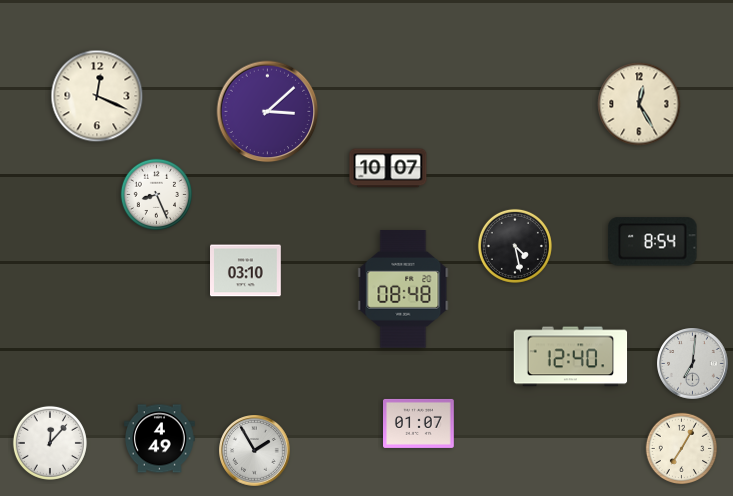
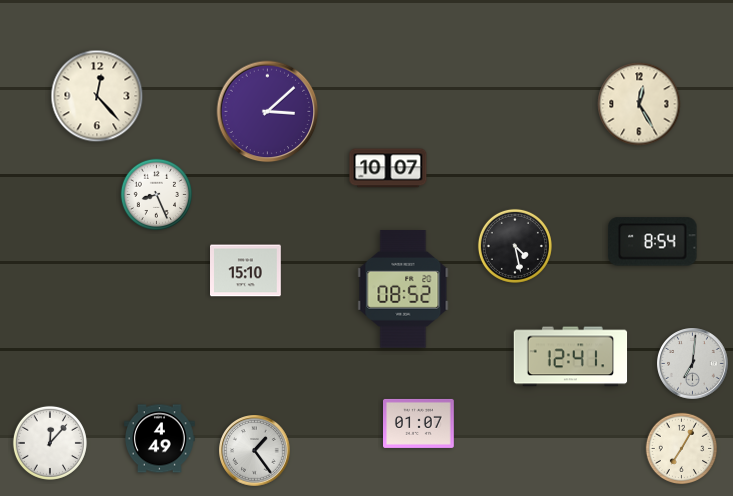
clock at (97, 96): 12:19 -> 12:23
clock at (246, 271): 03:10 -> 15:10
clock at (403, 289): 08:48 -> 08:52
clock at (571, 357): 12:40 -> 12:41
clock at (255, 451): 1:55 -> 1:24
